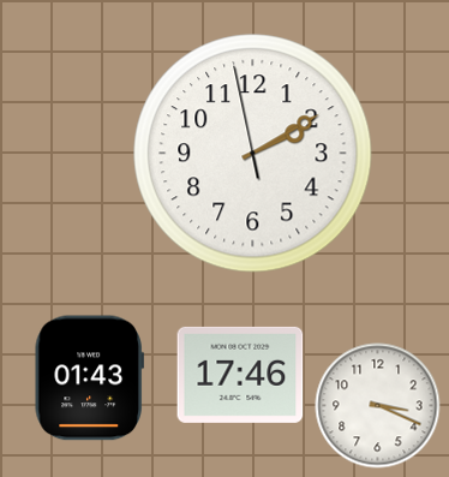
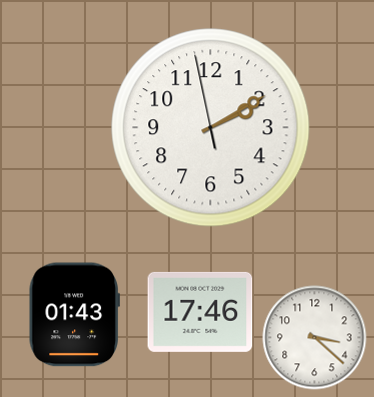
clock at (378, 406): 3:19 -> 3:22
